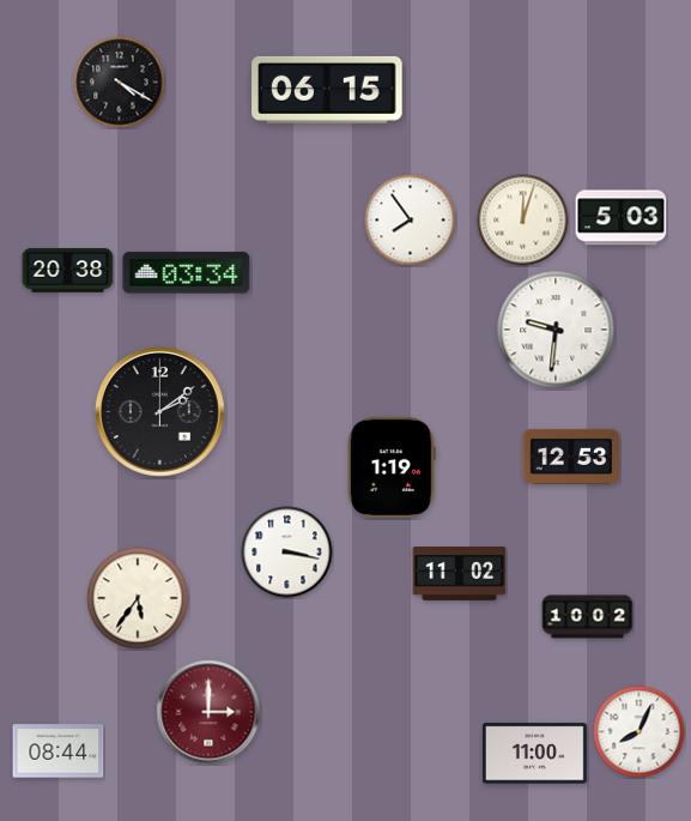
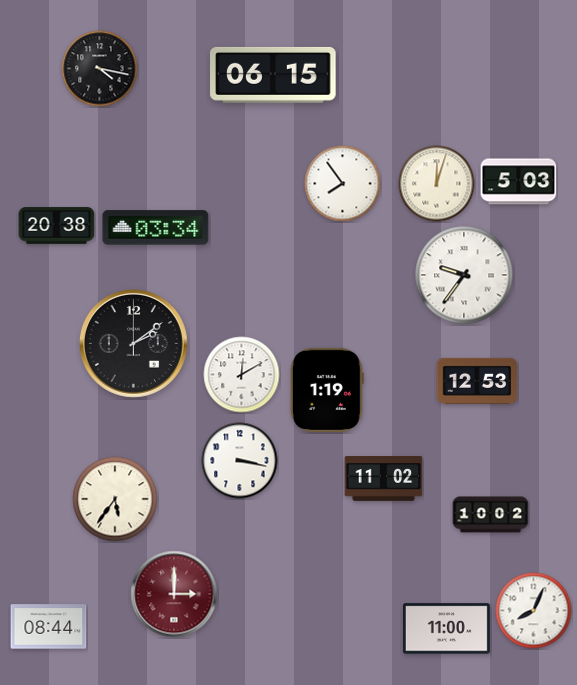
clock at (120, 83): 4:20 -> 4:17
clock at (556, 330): 9:31 -> 9:36
clock at (242, 375): none -> 12:10
